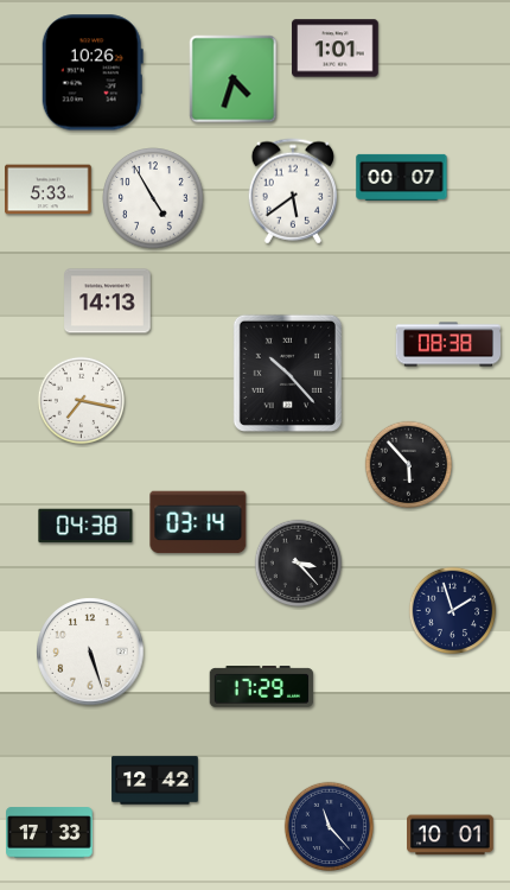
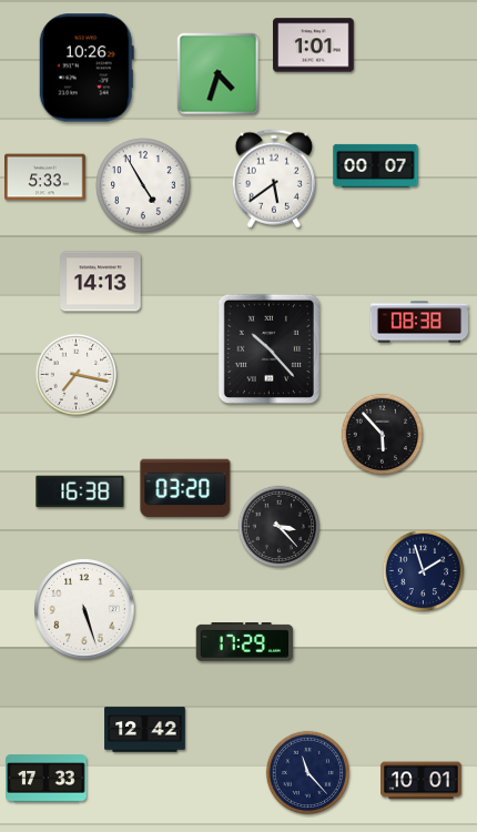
clock at (198, 522): 03:14 -> 03:20
clock at (85, 526): 04:38 -> 16:38
